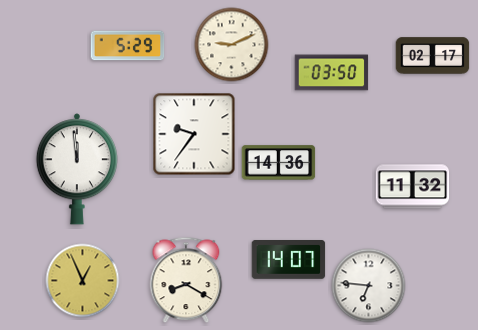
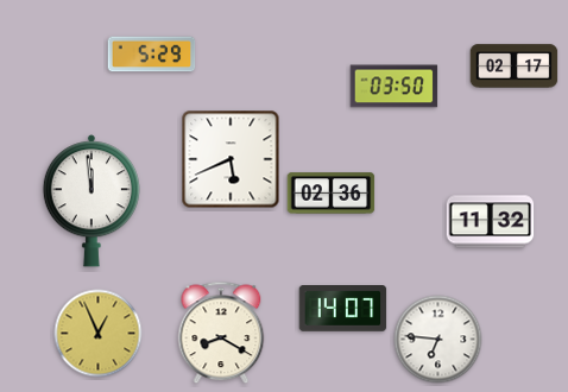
clock at (232, 45): 9:11 -> none
clock at (194, 134): 9:36 -> 5:41
clock at (279, 163): 14:36 -> 02:36
